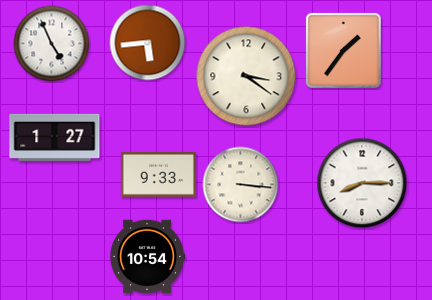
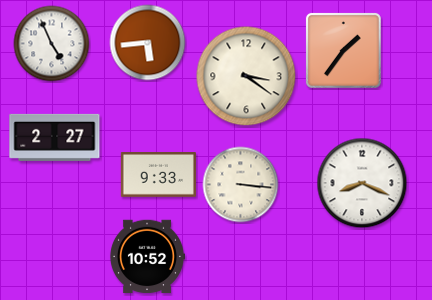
clock at (55, 137): 1:27 -> 2:27
clock at (362, 183): 8:15 -> 8:19
clock at (146, 257): 10:54 -> 10:52
